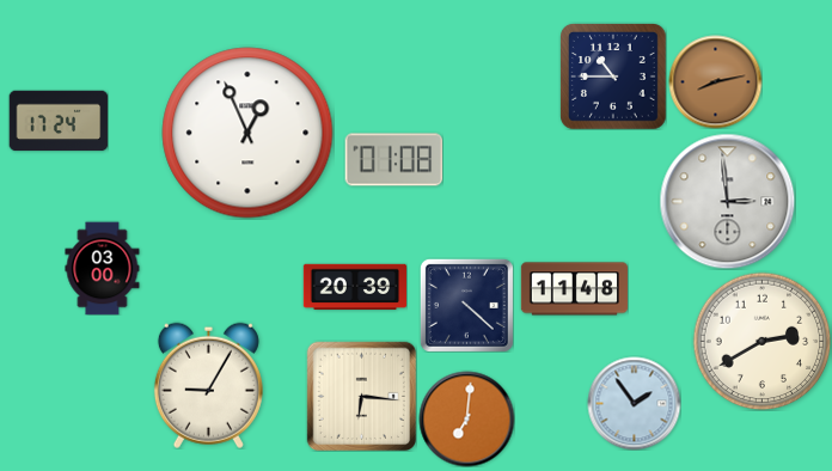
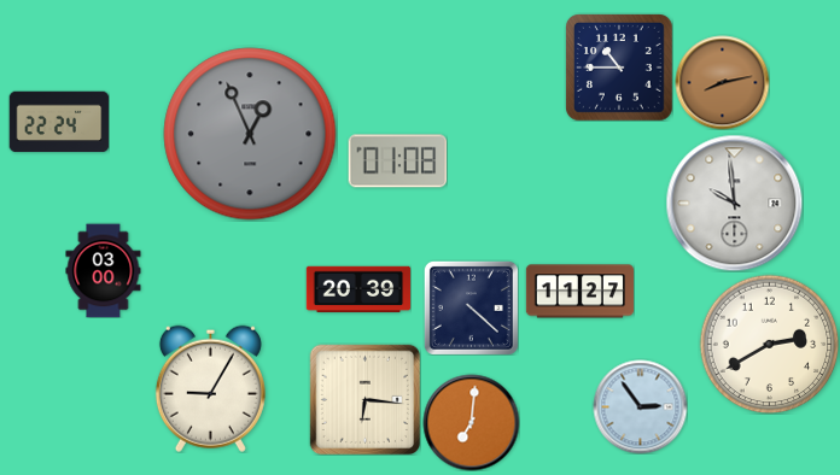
clock at (613, 77) position: (613, 77) -> (619, 68)
clock at (59, 121): 17:24 -> 22:24
clock at (247, 133) dial: white -> grey
clock at (727, 201): 2:59 -> 9:59
clock at (574, 289): 11:48 -> 11:27
clock at (634, 403): 1:54 -> 2:54
